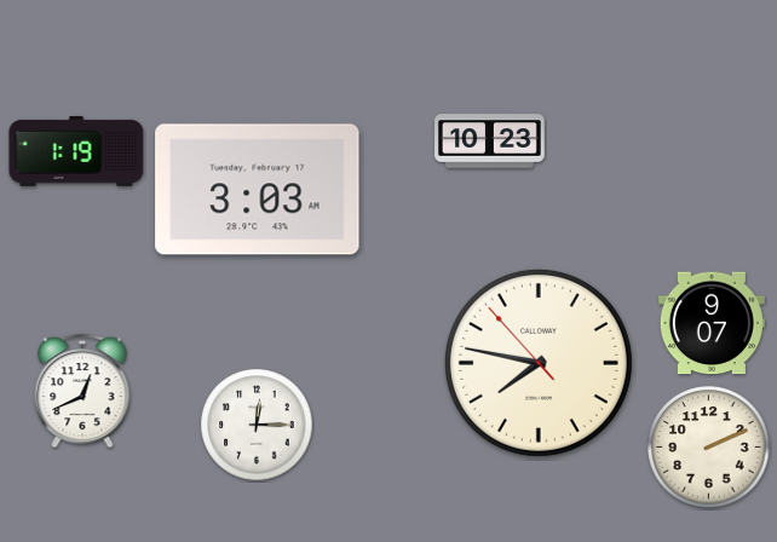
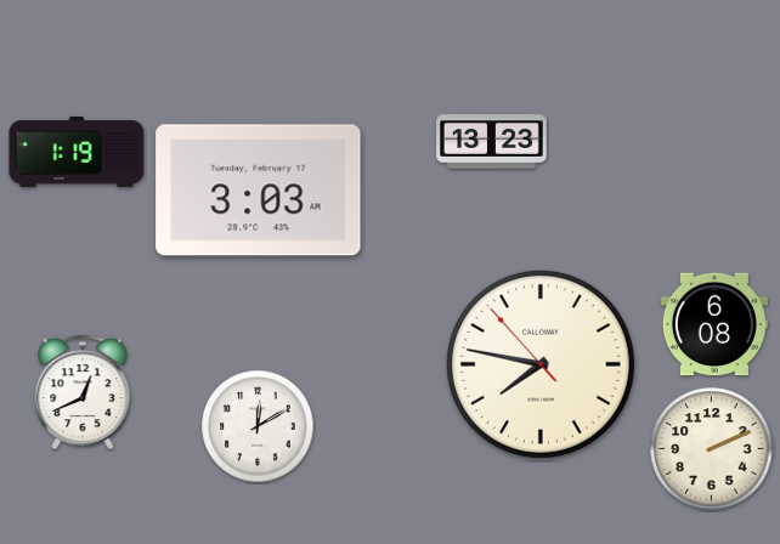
clock at (490, 142): 10:23 -> 13:23
clock at (712, 323): 9:07 -> 6:08
clock at (257, 425): 12:15 -> 12:10
